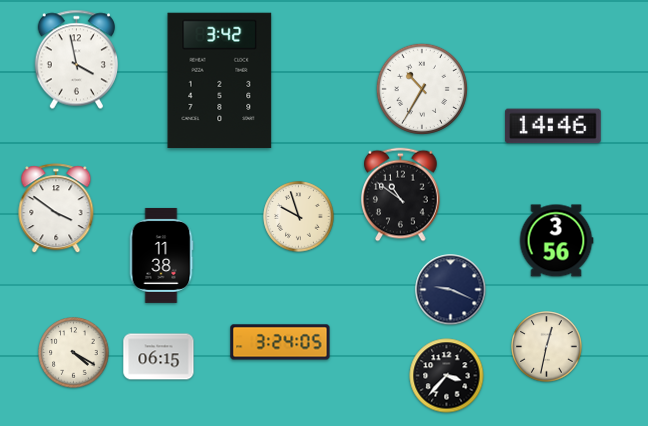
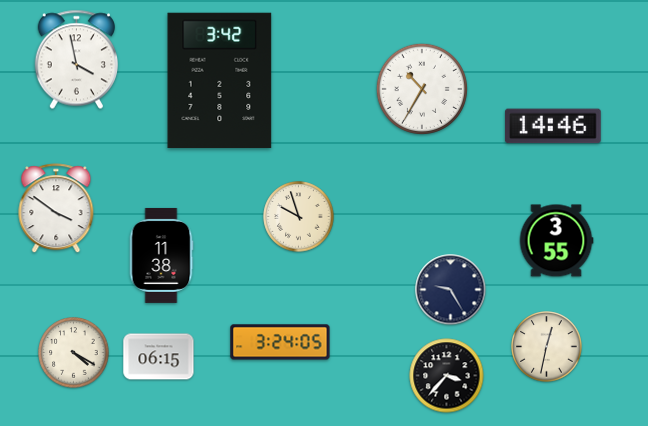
clock at (401, 195): 10:51 -> none
clock at (556, 241): 3:56 -> 3:55
clock at (451, 290): 9:19 -> 9:25
